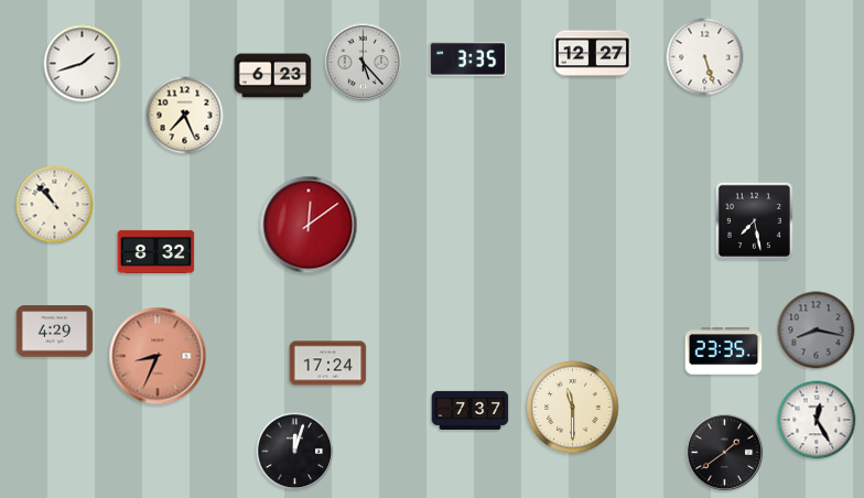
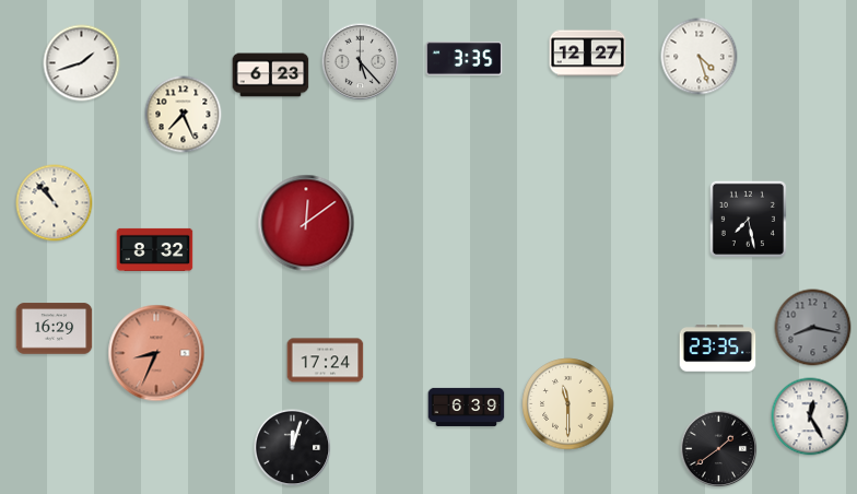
clock at (705, 57): 5:27 -> 4:27
clock at (817, 331) position: (817, 331) -> (813, 328)
clock at (55, 332): 4:29 -> 16:29
clock at (471, 410): 7:37 -> 6:39
